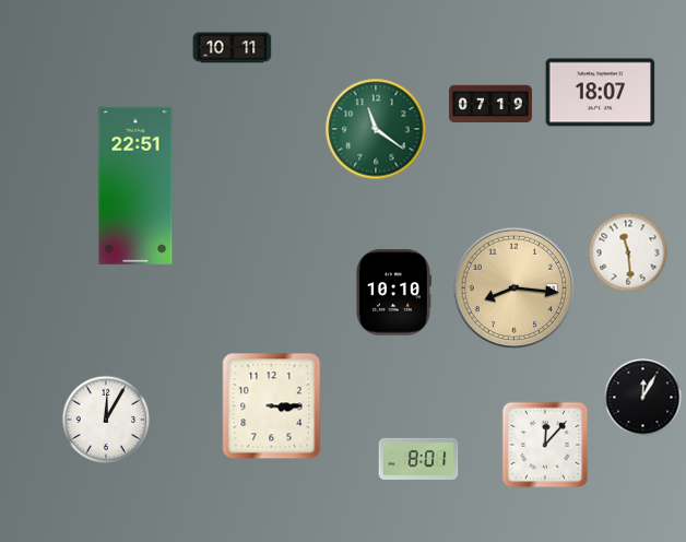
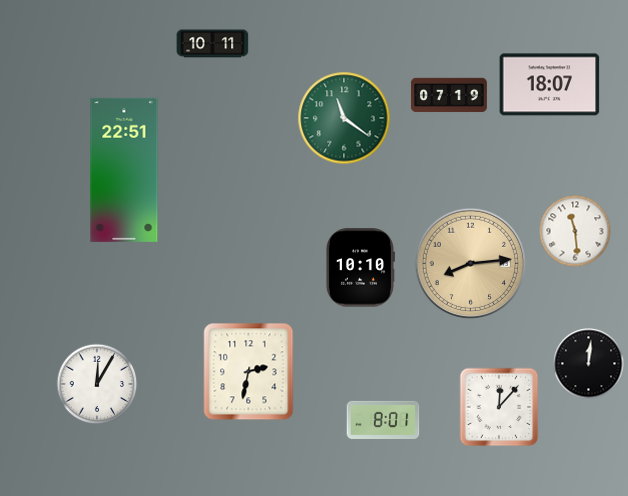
clock at (514, 288): 8:16 -> 8:14
clock at (643, 398): 12:05 -> 12:01
clock at (272, 406): 3:15 -> 2:32
